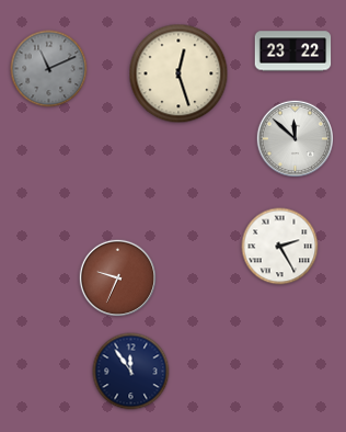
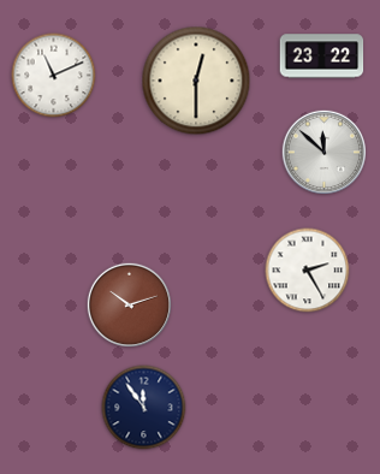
clock at (49, 69) dial: grey -> white
clock at (178, 73): 12:27 -> 12:30
clock at (118, 278): 9:34 -> 10:12
